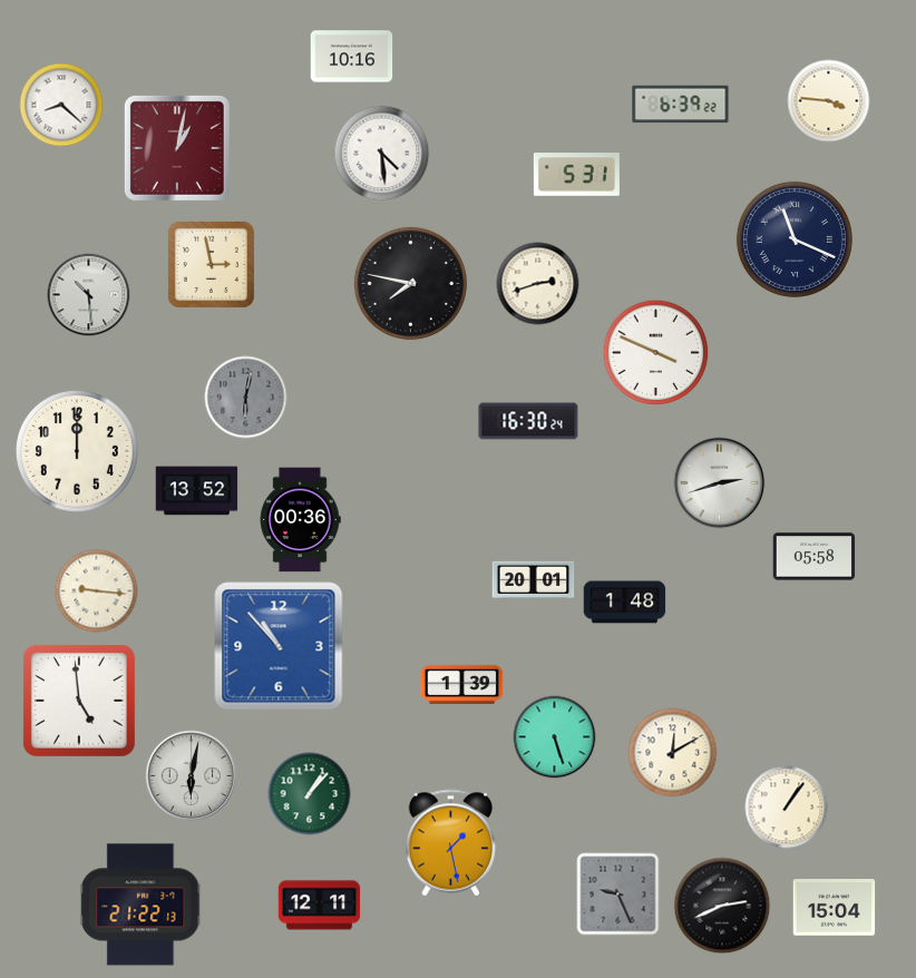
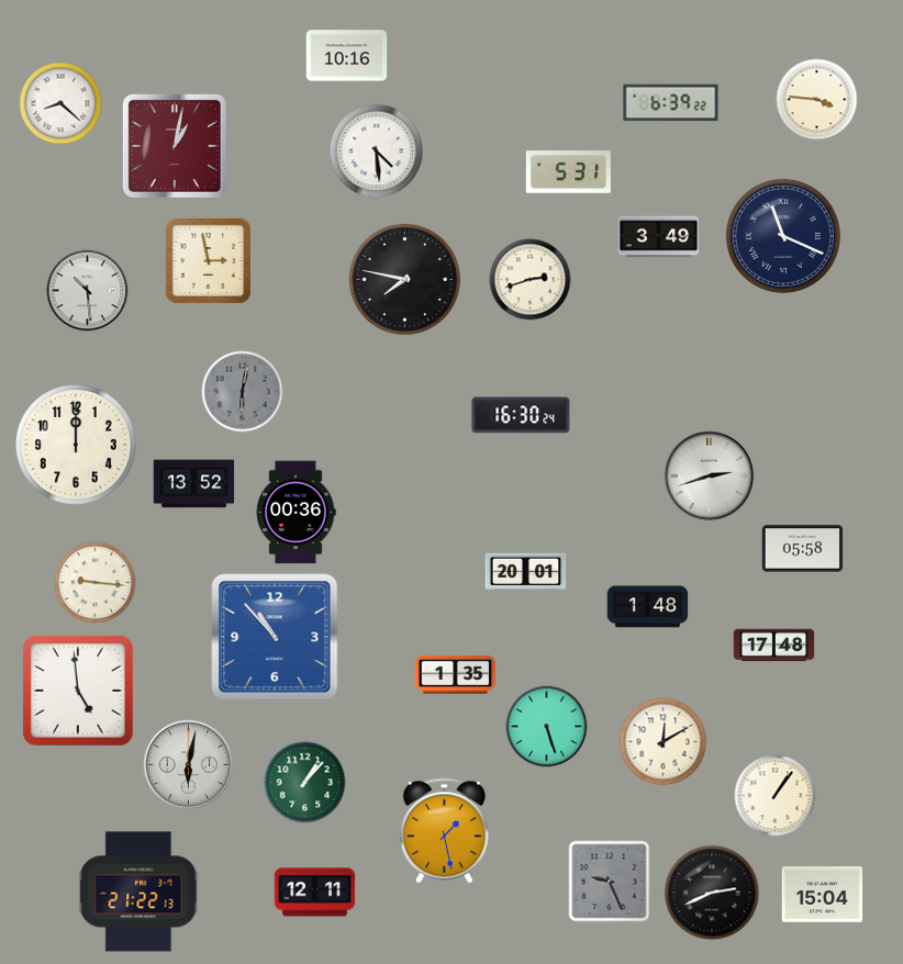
clock at (659, 237): none -> 3:49
clock at (656, 353): 3:49 -> none
clock at (625, 603) position: (625, 603) -> (648, 607)
clock at (774, 646): none -> 17:48
clock at (462, 684): 1:39 -> 1:35
